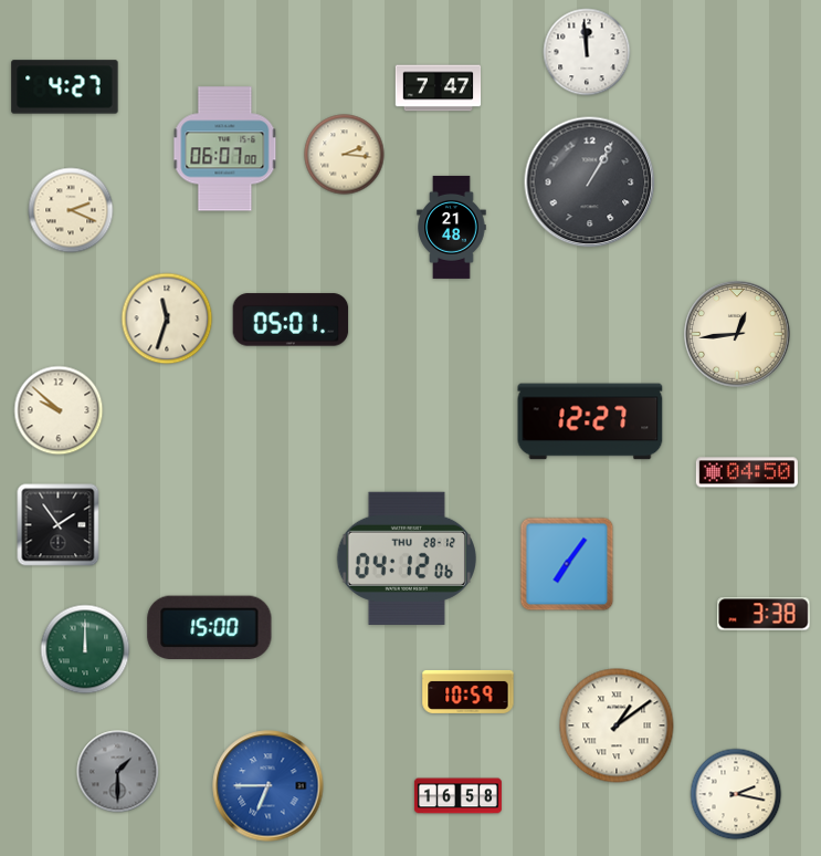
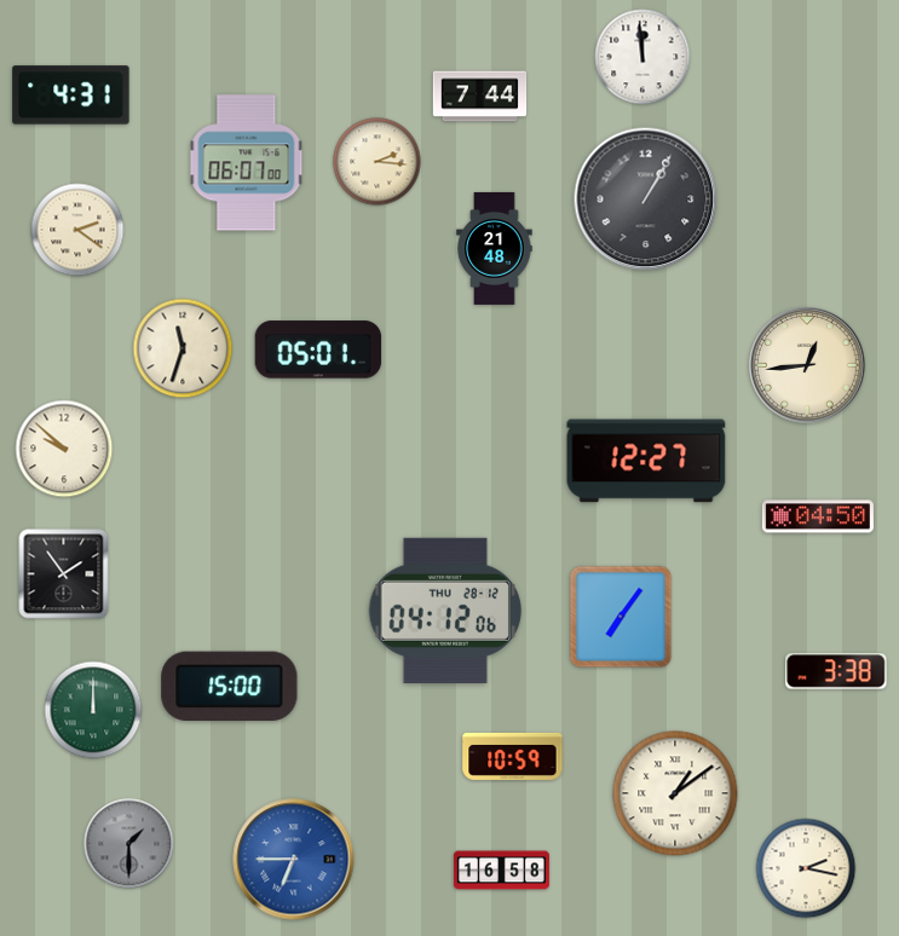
clock at (65, 87): 4:27 -> 4:31
clock at (439, 88): 7:47 -> 7:44
clock at (345, 155) position: (345, 155) -> (378, 162)
clock at (71, 210): 2:19 -> 2:21
